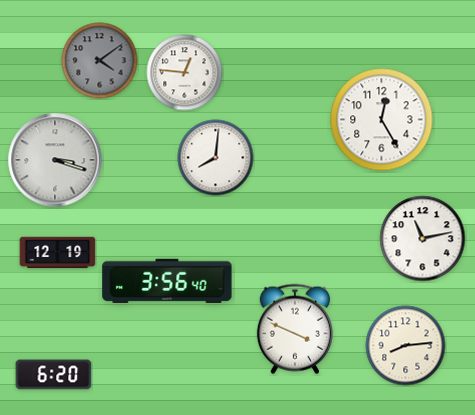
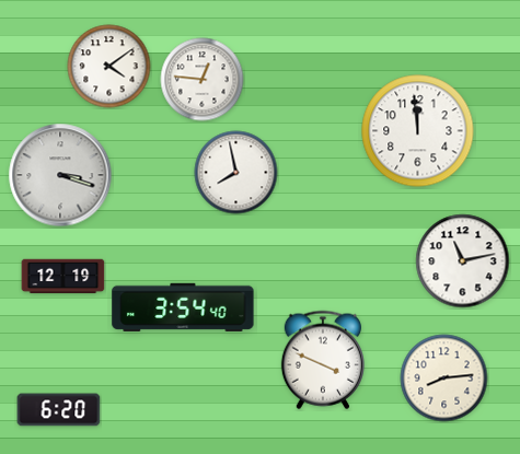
clock at (100, 61) dial: grey -> white
clock at (382, 120): 12:25 -> 11:59
clock at (216, 158): 8:01 -> 7:58
clock at (167, 281): 3:56 -> 3:54
